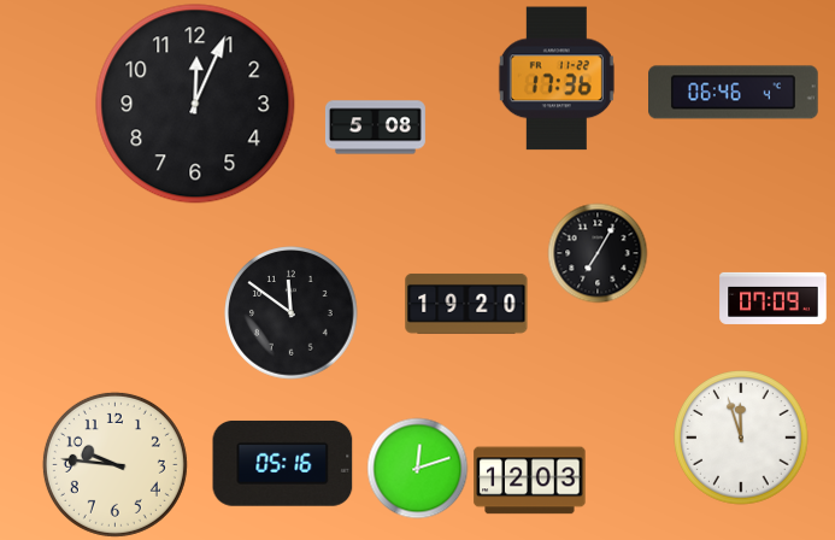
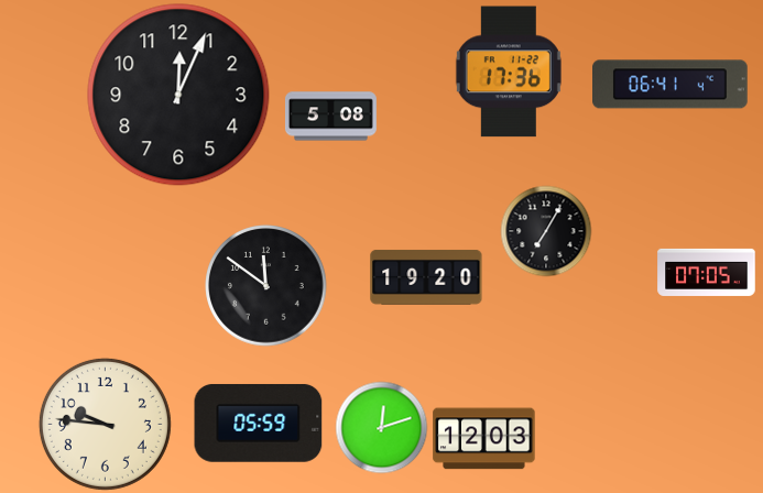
clock at (734, 93): 06:46 -> 06:41
clock at (375, 128) position: (375, 128) -> (330, 117)
clock at (774, 298): 07:09 -> 07:05
clock at (742, 439): 11:57 -> none
clock at (283, 464): 05:16 -> 05:59
